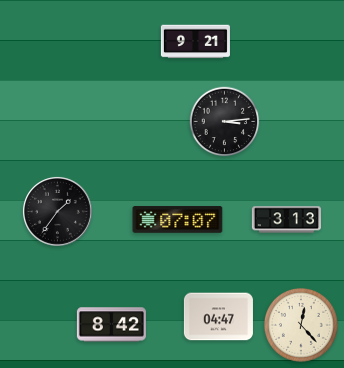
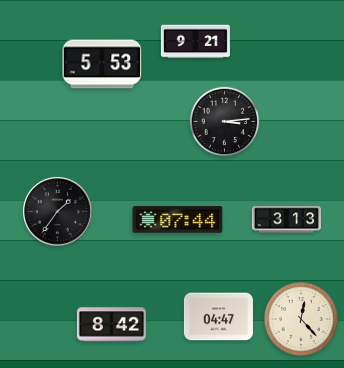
clock at (102, 64): none -> 5:53
clock at (178, 220): 07:07 -> 07:44
clock at (301, 325) position: (301, 325) -> (301, 319)
